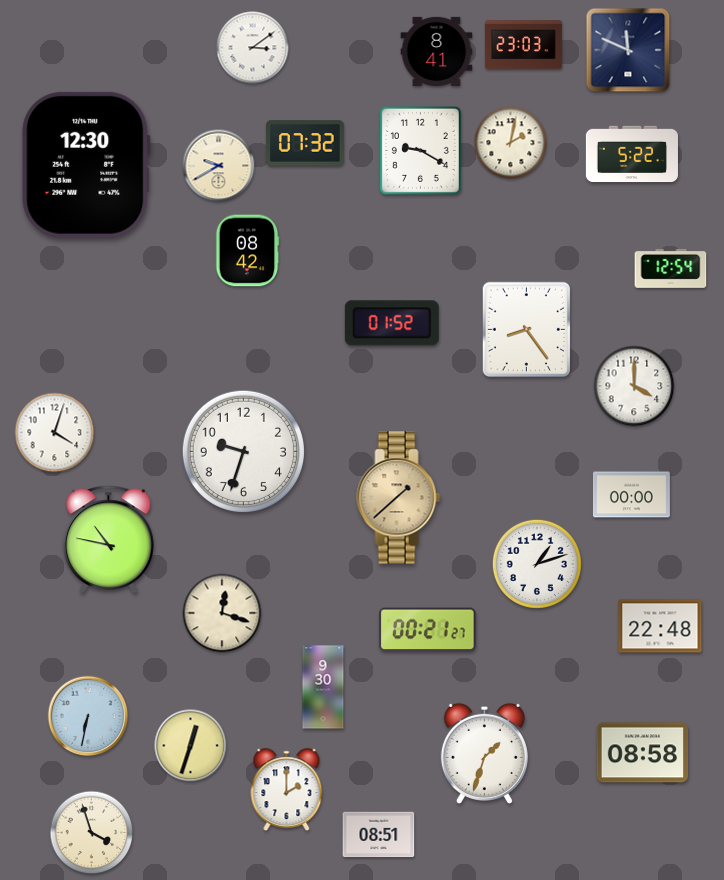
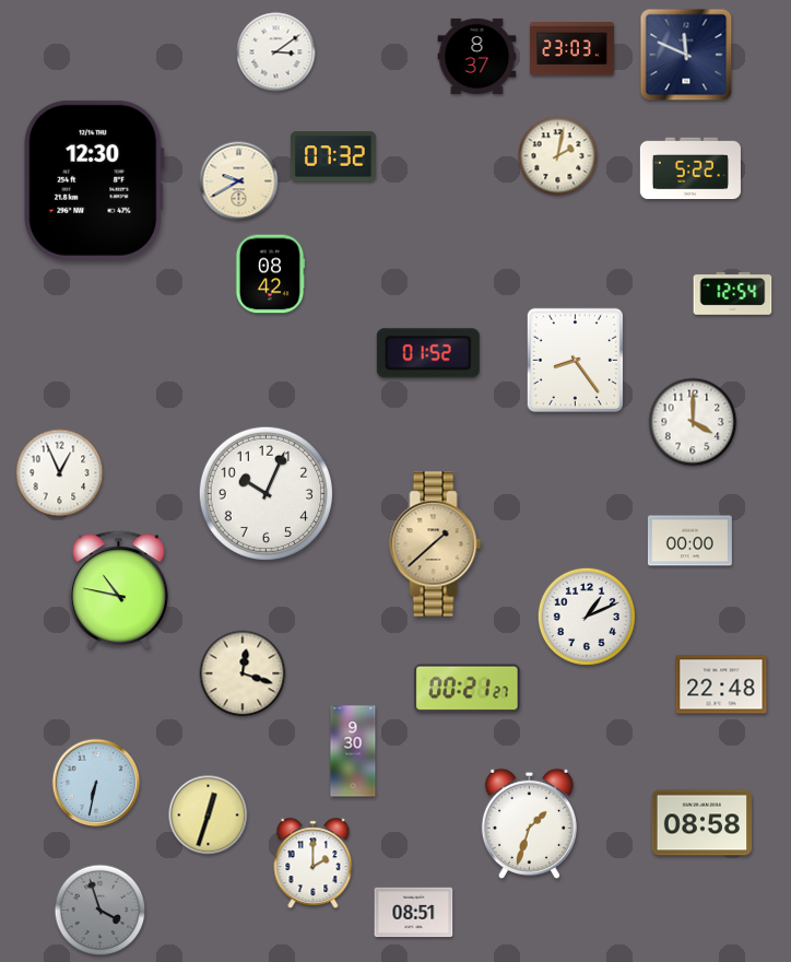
clock at (437, 51): 8:41 -> 8:37
clock at (420, 150): 9:20 -> none
clock at (55, 433): 4:03 -> 12:56
clock at (243, 451): 9:33 -> 10:04
clock at (537, 564): 1:12 -> 1:11
clock at (222, 613) position: (222, 613) -> (243, 673)
clock at (92, 833) dial: cream -> grey
